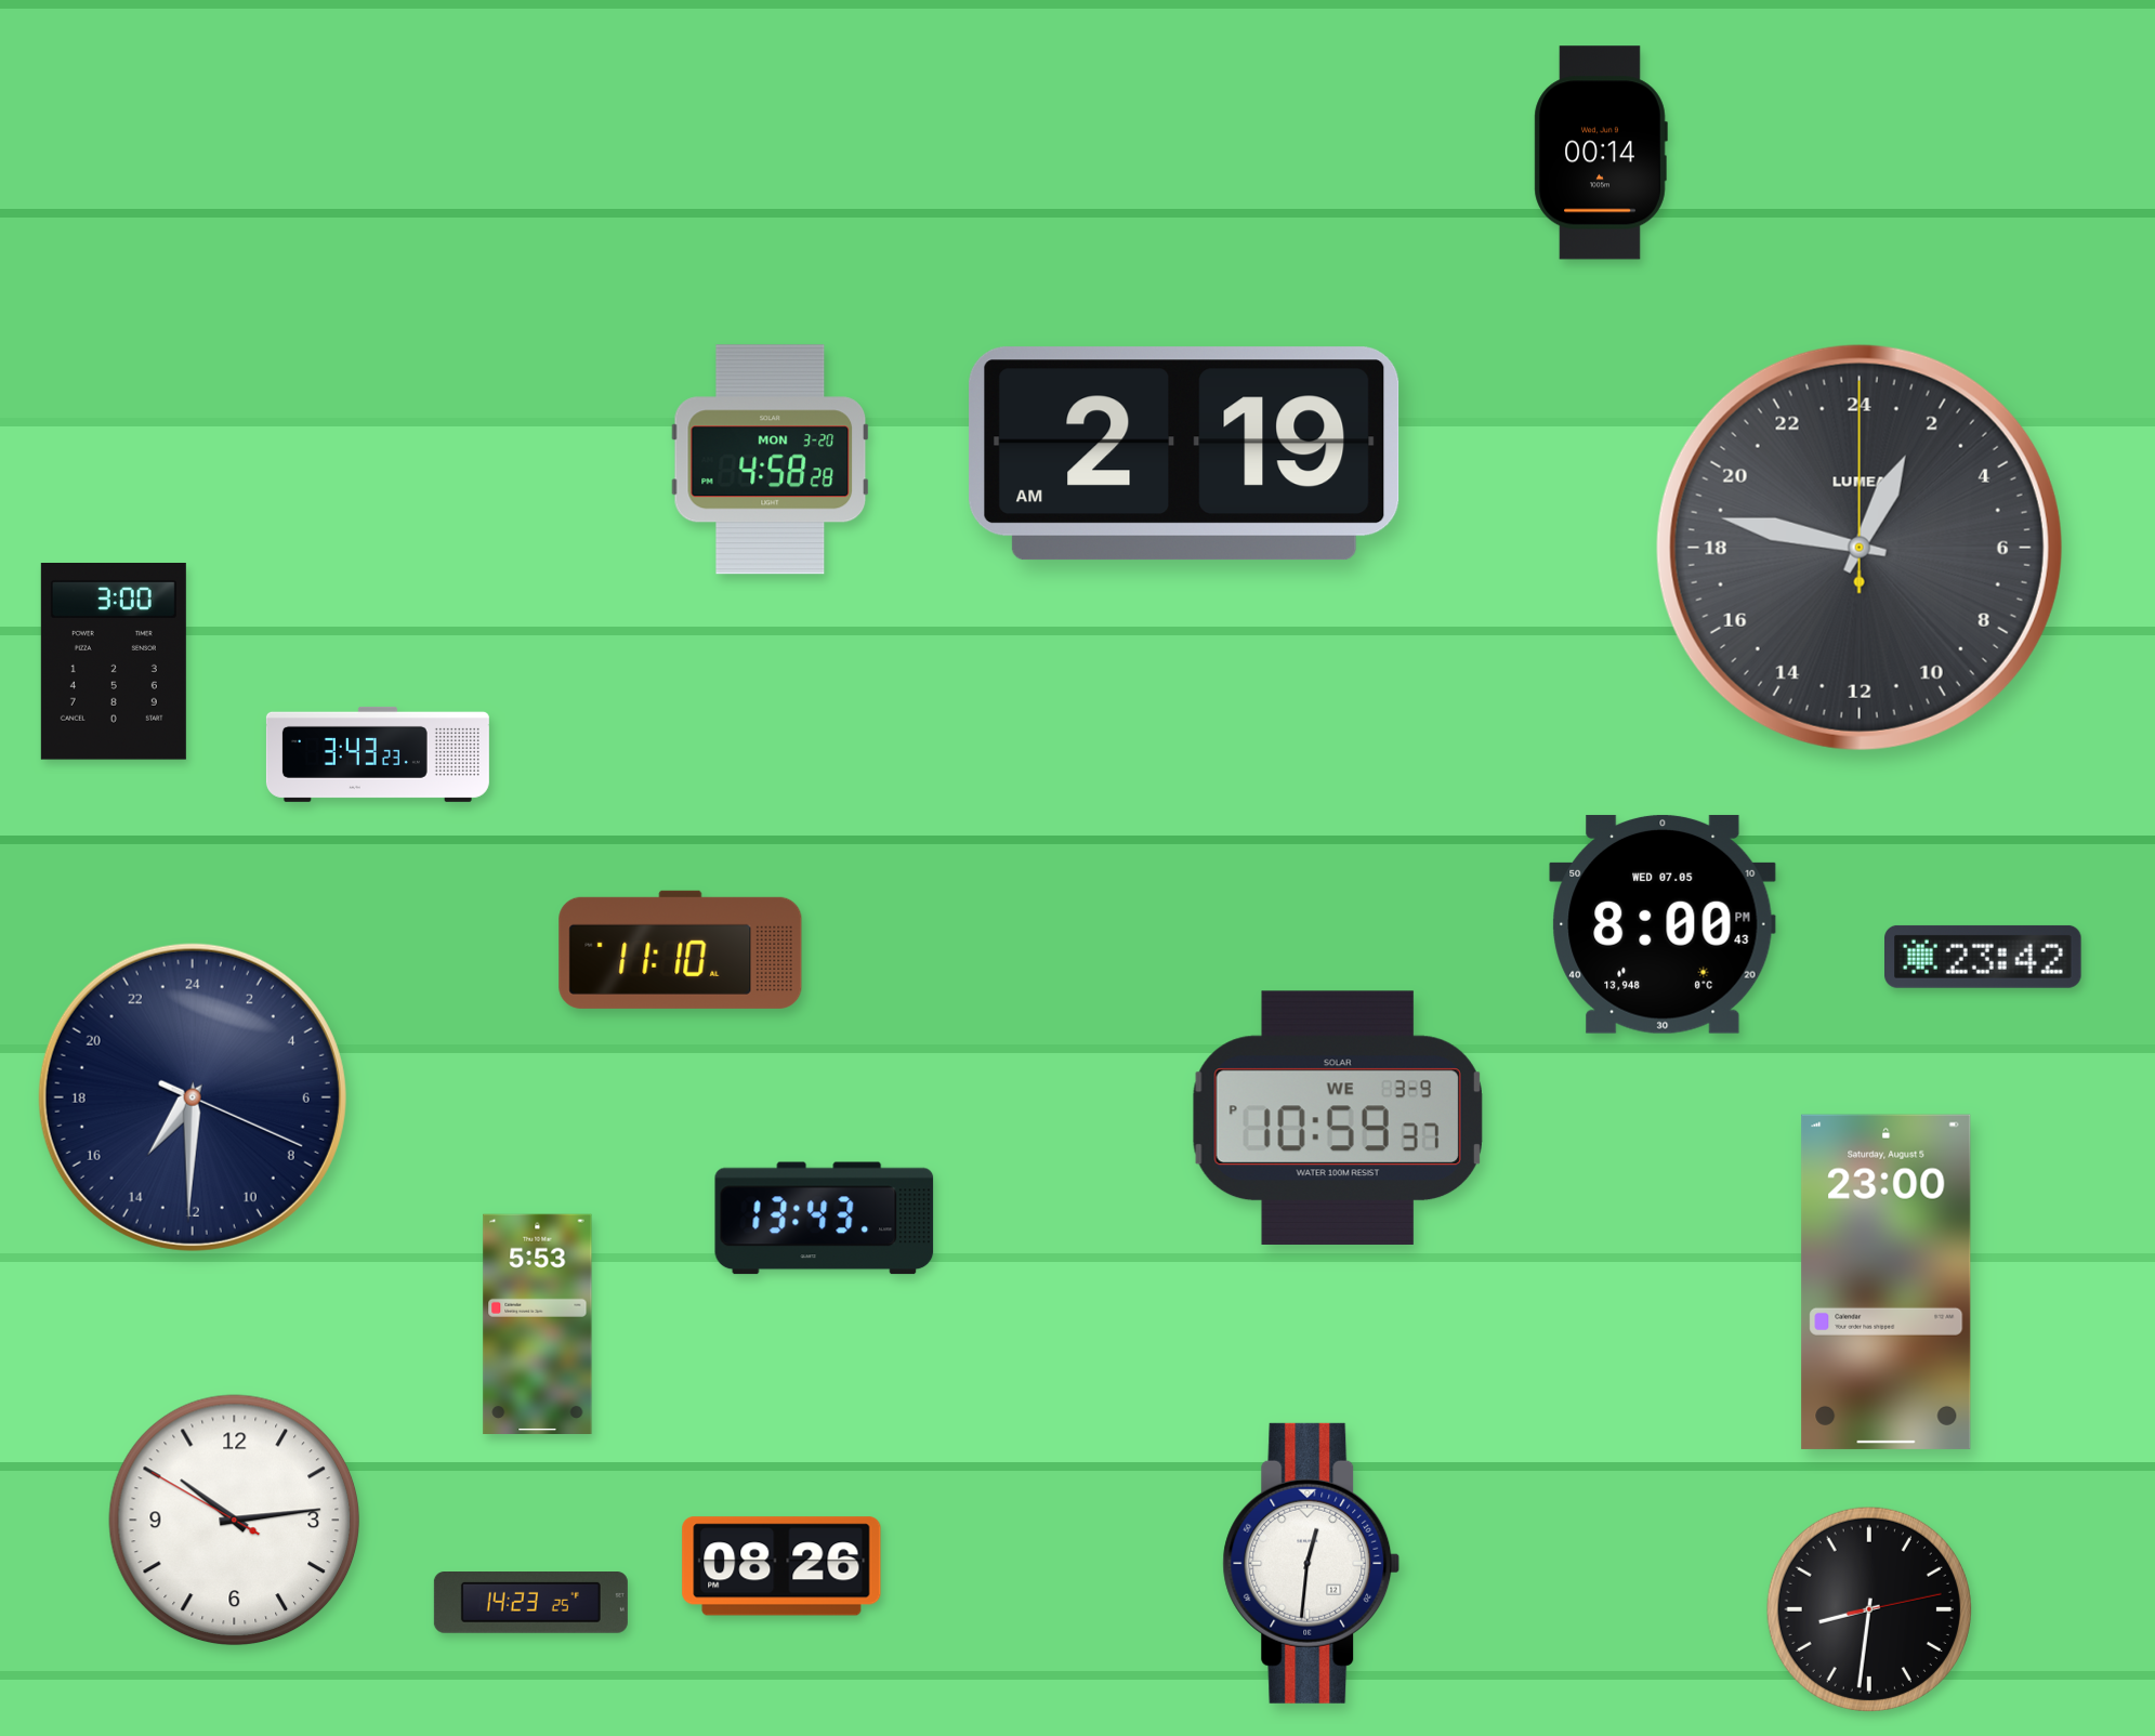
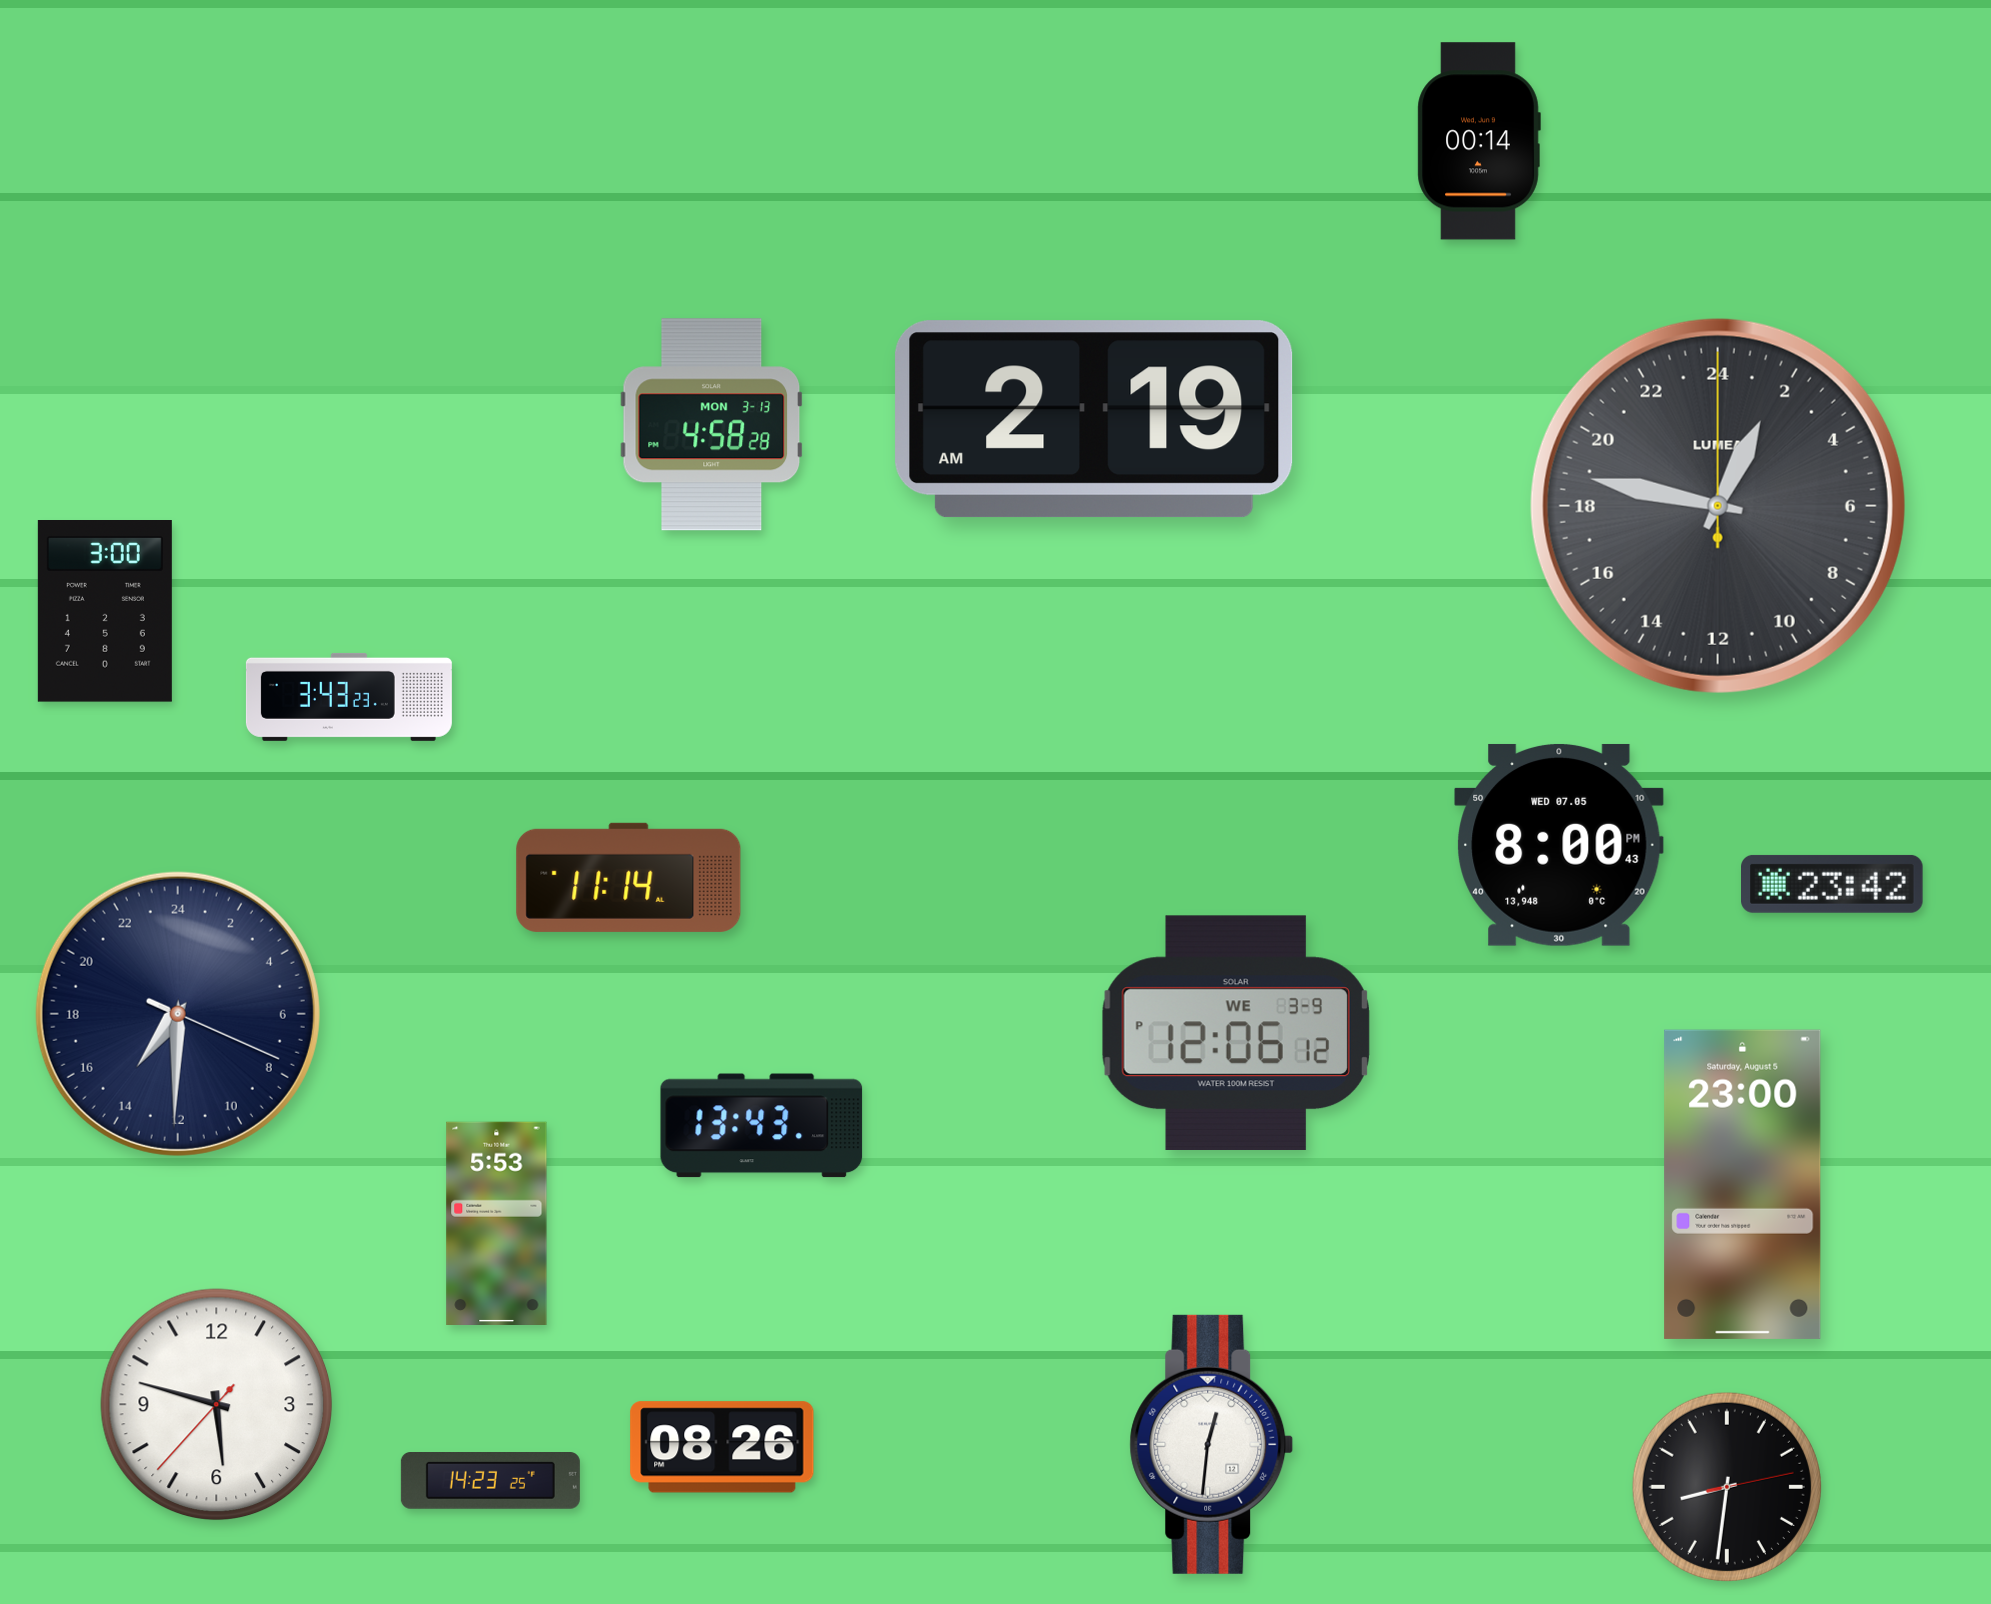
clock at (770, 460) date: MON 3-20 -> MON 3-13
clock at (1663, 924) position: (1663, 924) -> (1559, 845)
clock at (681, 949): 11:10 -> 11:14
clock at (1338, 1117): 10:59 -> 12:06
clock at (235, 1521): 10:13 -> 5:47
